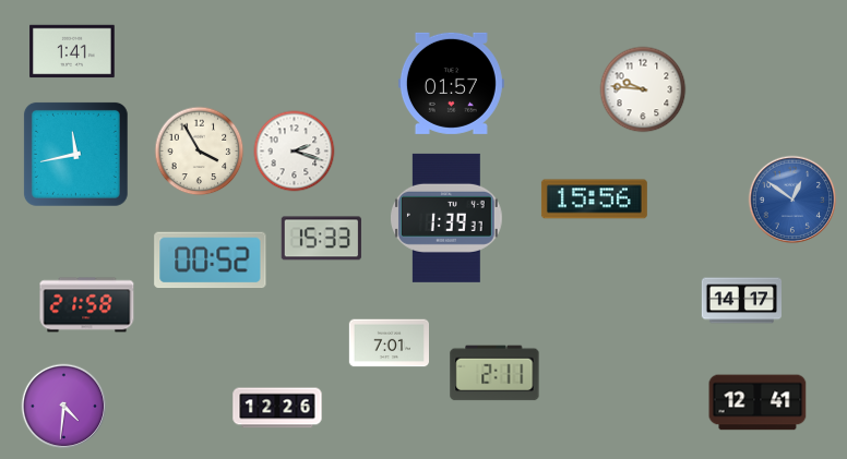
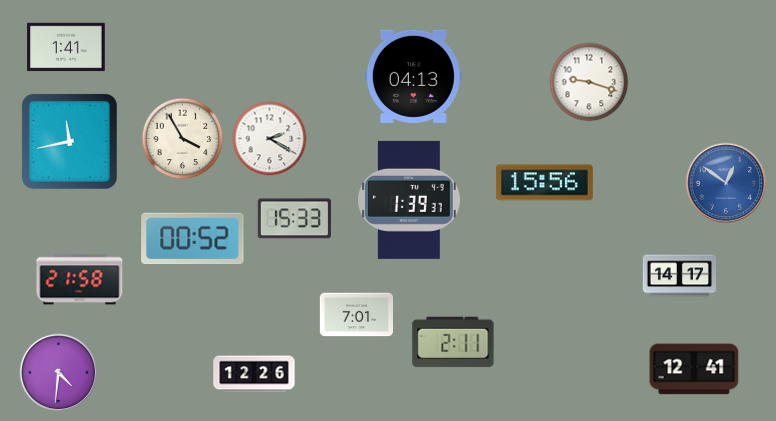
clock at (451, 83): 01:57 -> 04:13
clock at (643, 89): 9:46 -> 9:18
clock at (295, 152): 2:18 -> 2:20
